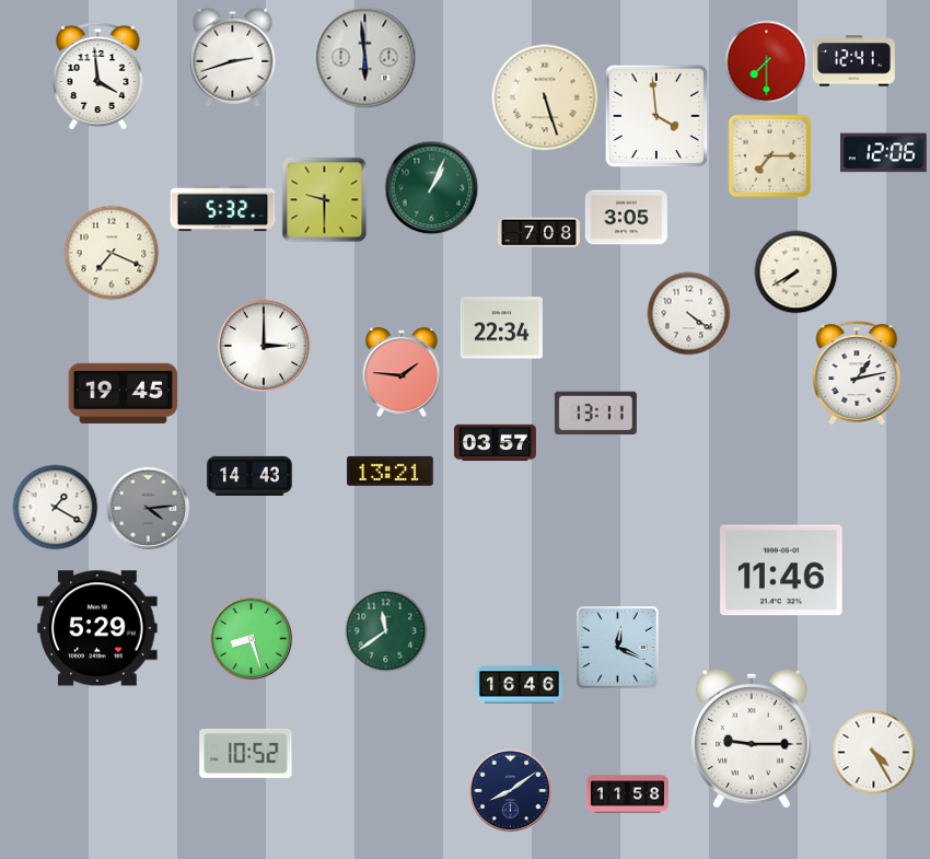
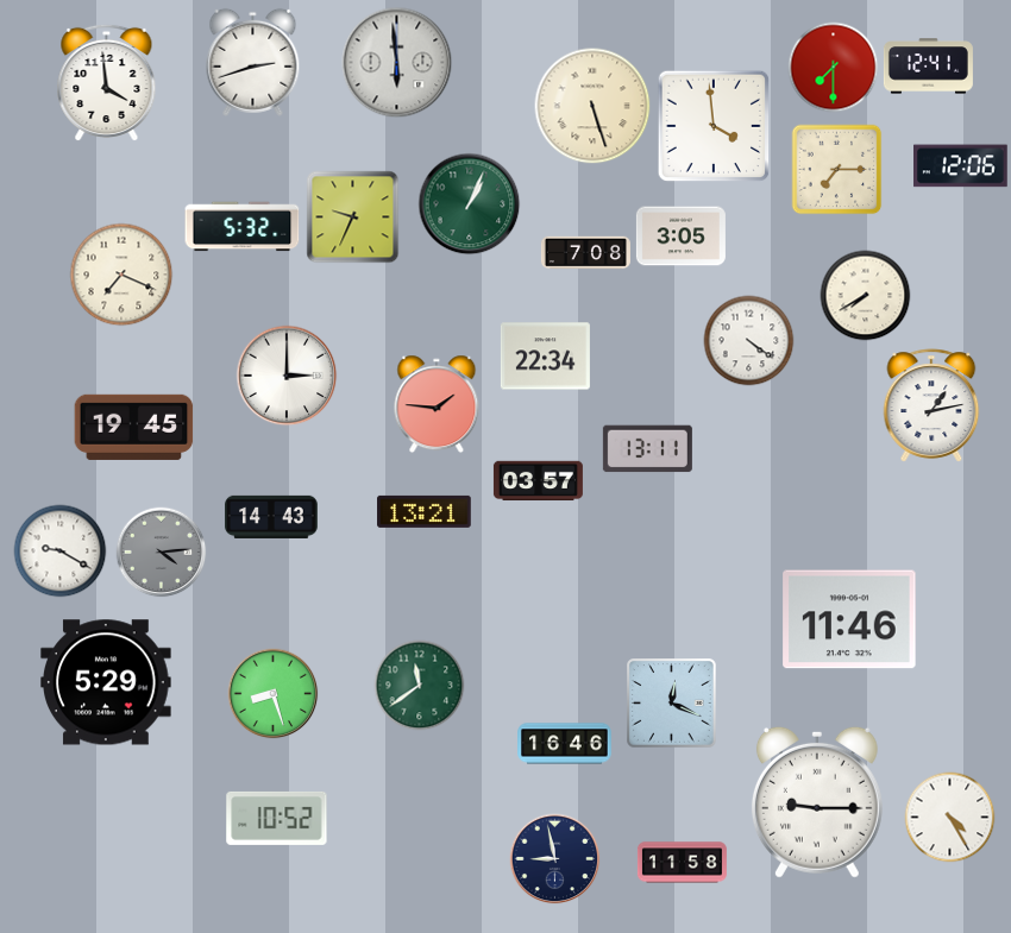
clock at (325, 200): 9:30 -> 9:34
clock at (56, 508): 1:20 -> 9:20
clock at (246, 753) position: (246, 753) -> (277, 818)
clock at (511, 791): 8:09 -> 8:58
